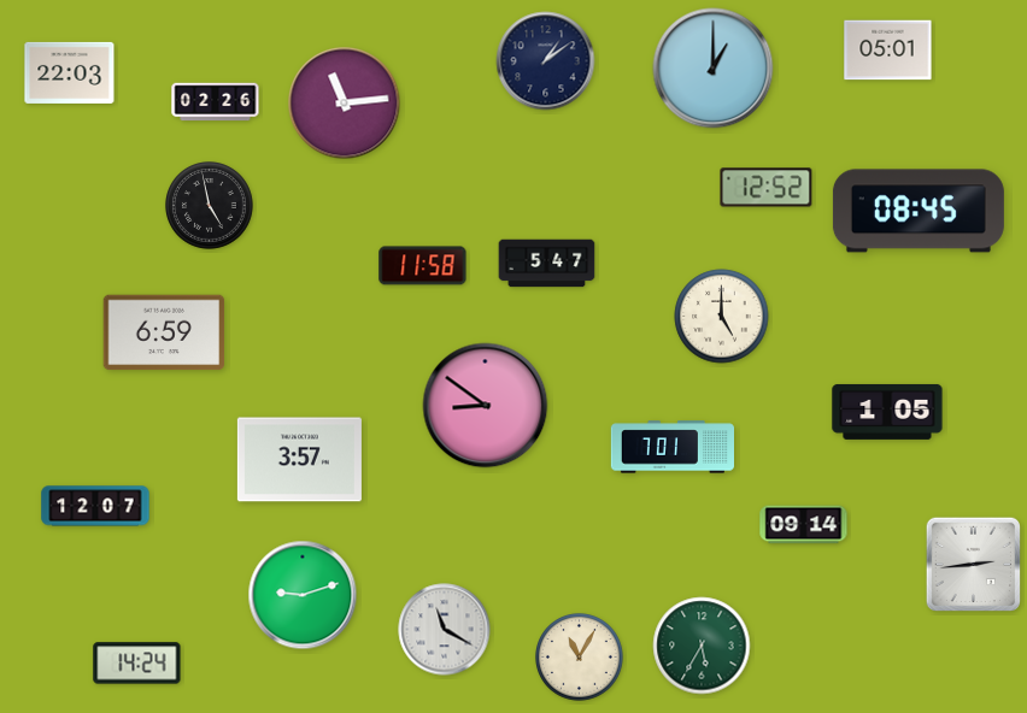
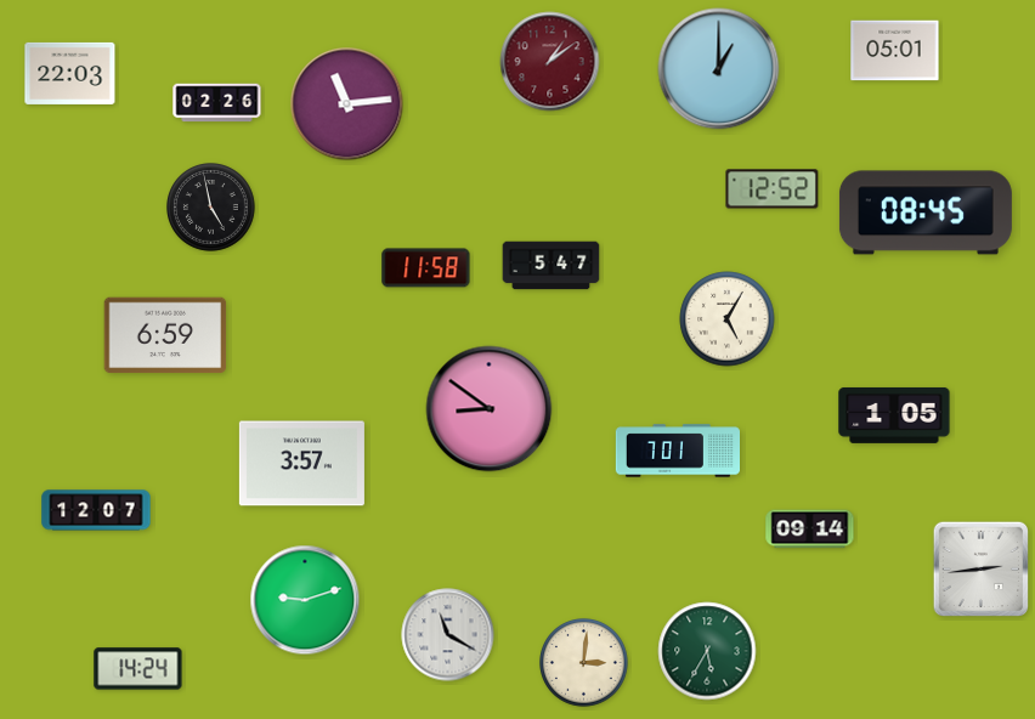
clock at (546, 61) dial: navy -> burgundy
clock at (722, 317): 5:00 -> 5:05
clock at (580, 658): 11:05 -> 3:01
